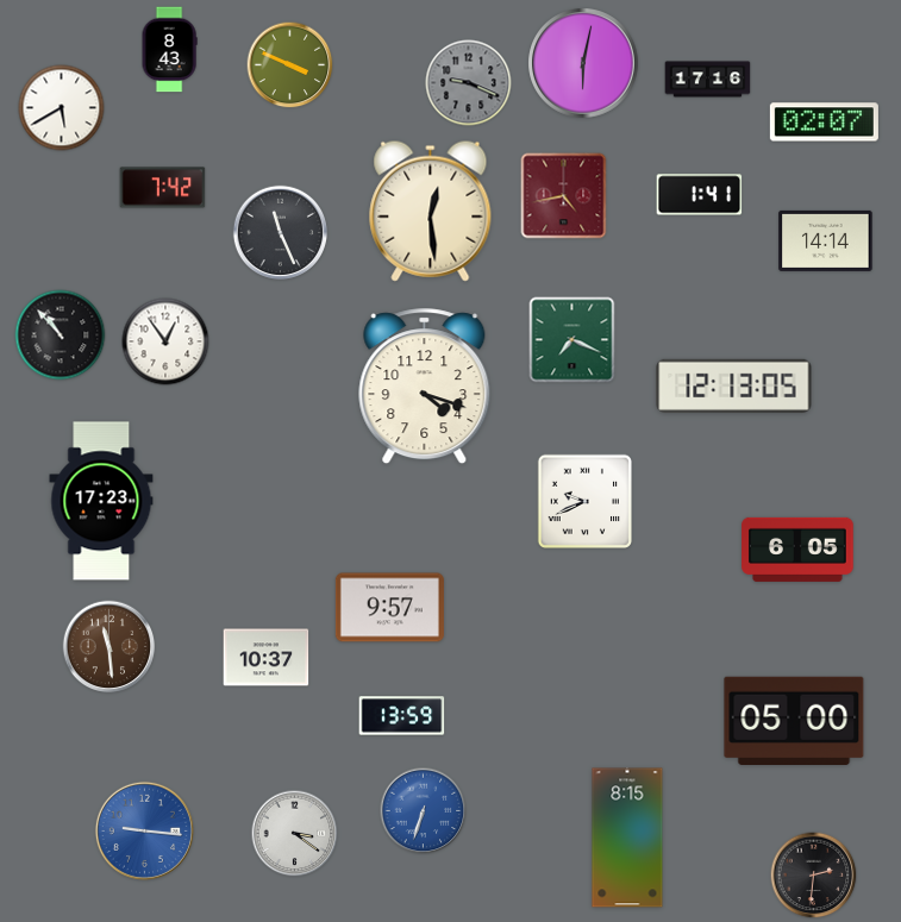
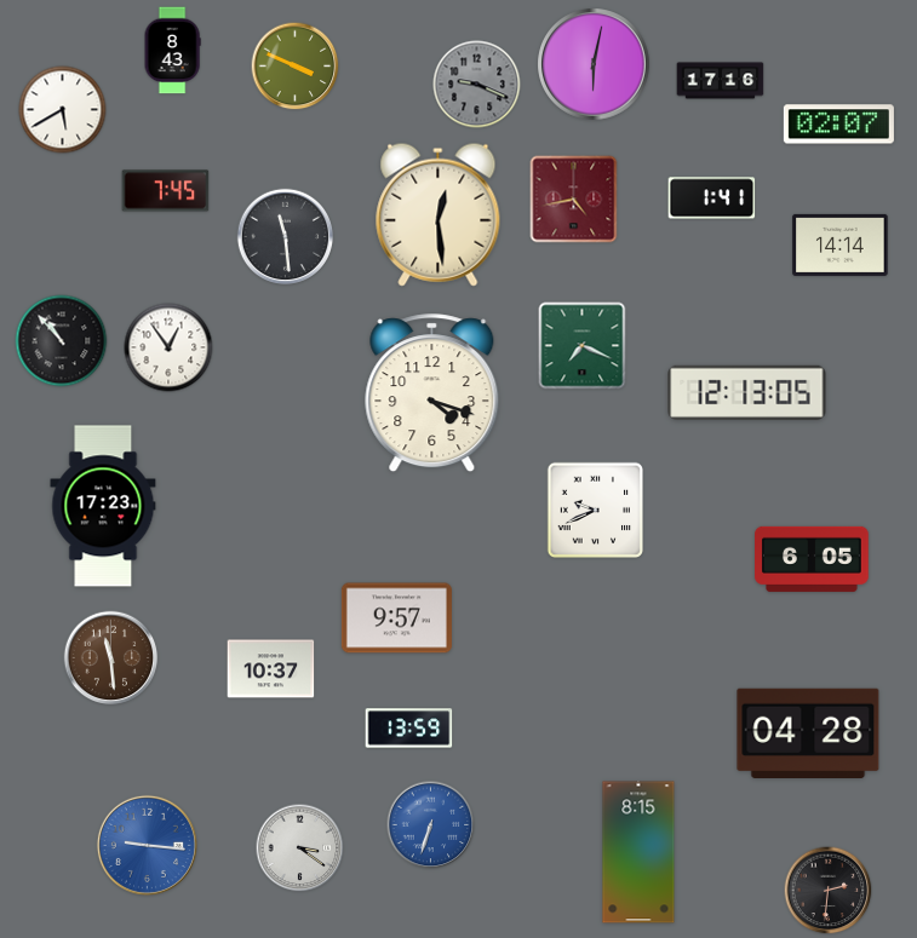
clock at (163, 188): 7:42 -> 7:45
clock at (281, 233): 11:26 -> 11:29
clock at (101, 501) position: (101, 501) -> (103, 506)
clock at (794, 720): 05:00 -> 04:28
